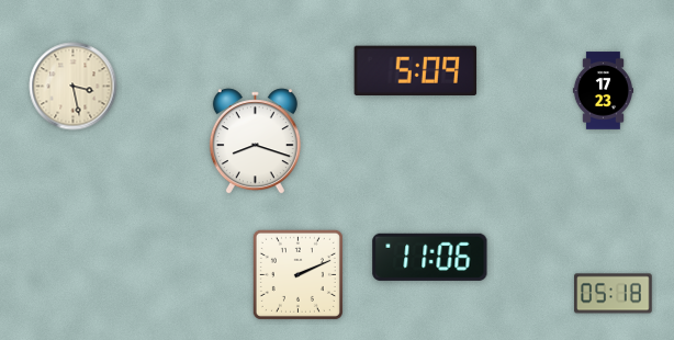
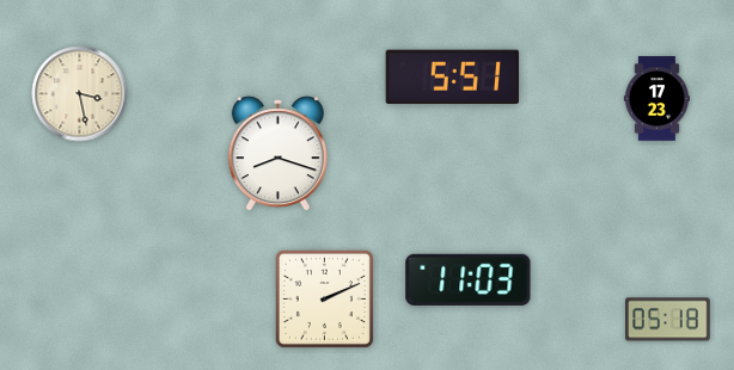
clock at (416, 70): 5:09 -> 5:51
clock at (430, 257): 11:06 -> 11:03
